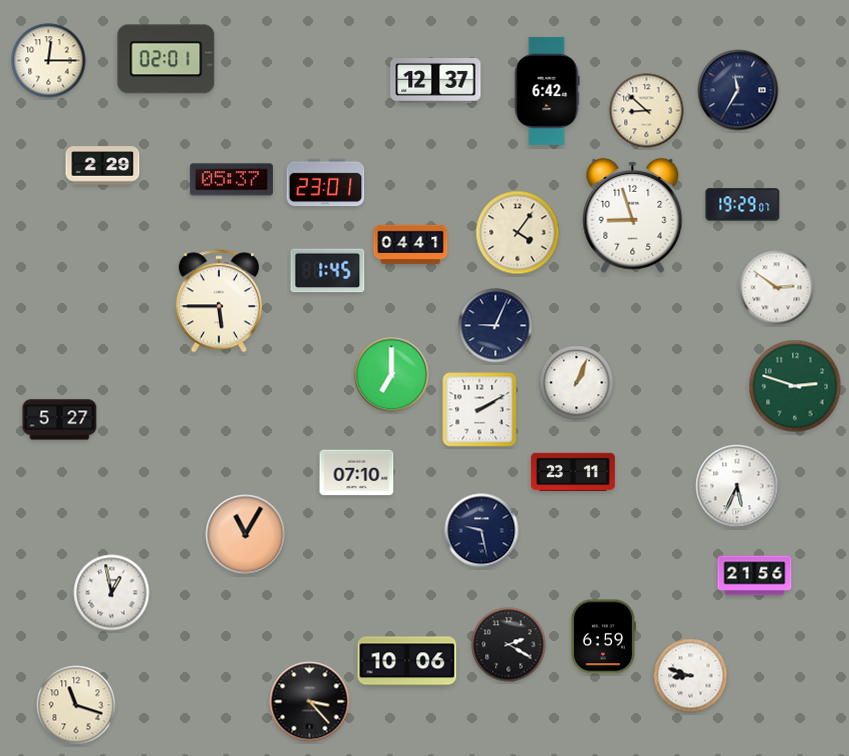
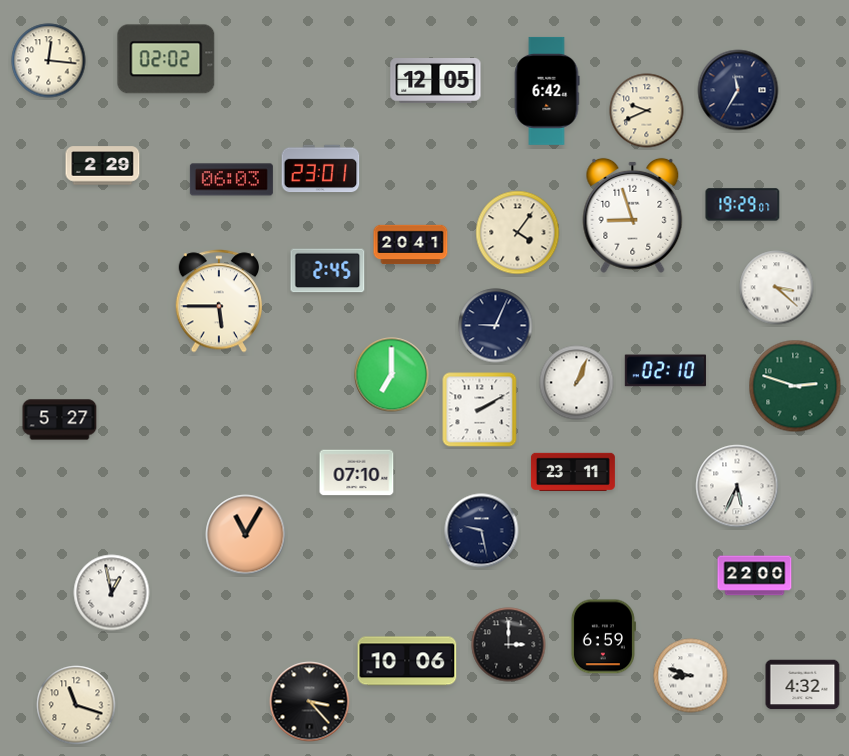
clock at (166, 59): 02:01 -> 02:02
clock at (49, 61): 12:15 -> 12:16
clock at (436, 81): 12:37 -> 12:05
clock at (647, 111): 8:52 -> 9:41
clock at (231, 180): 05:37 -> 06:03
clock at (326, 183) position: (326, 183) -> (321, 169)
clock at (411, 245): 04:41 -> 20:41
clock at (328, 271): 1:45 -> 2:45
clock at (777, 288): 2:51 -> 3:22
clock at (665, 371): none -> 02:10
clock at (755, 576): 21:56 -> 22:00
clock at (509, 645): 2:20 -> 3:00
clock at (803, 685): none -> 4:32
